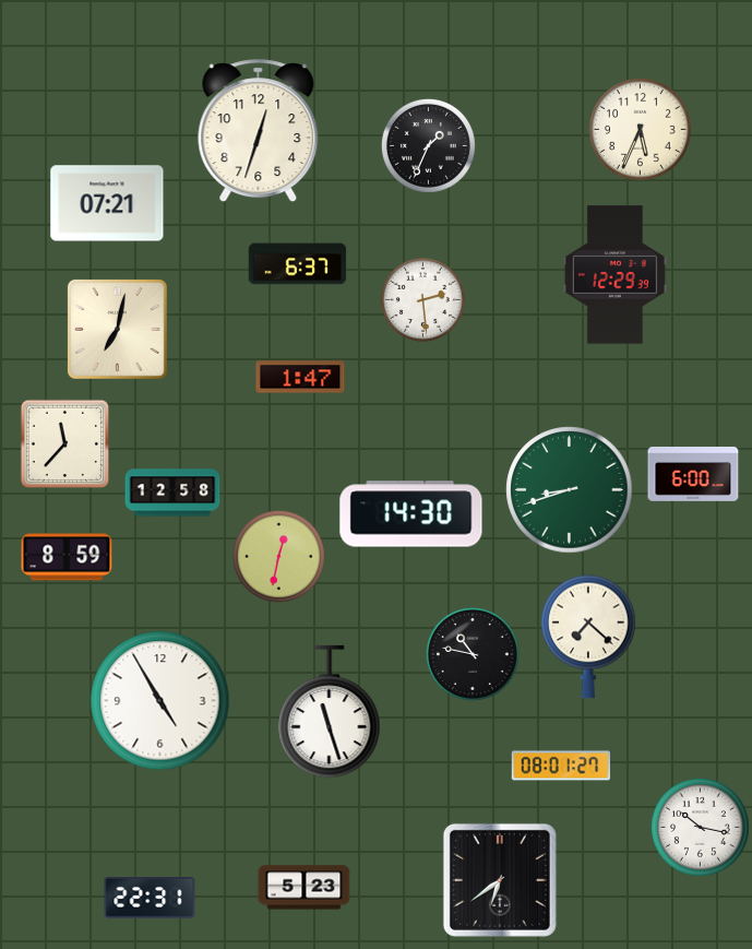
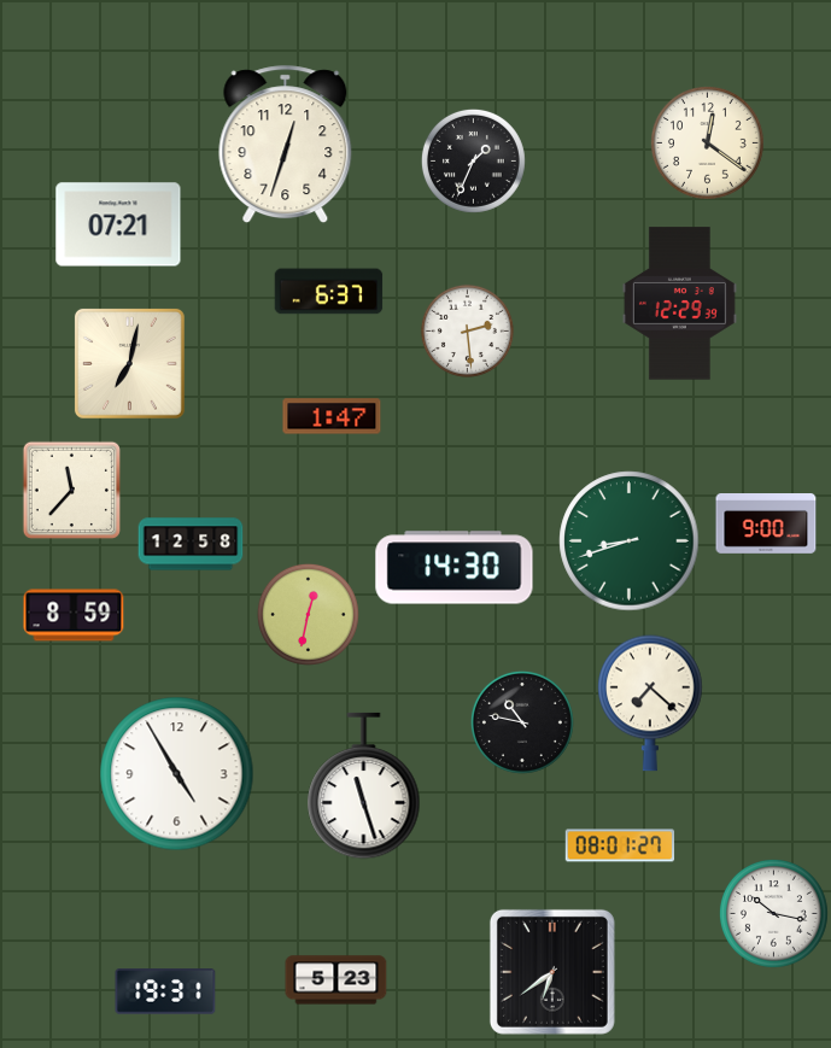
clock at (641, 130): 5:34 -> 12:21
clock at (693, 475): 6:00 -> 9:00
clock at (150, 898): 22:31 -> 19:31
